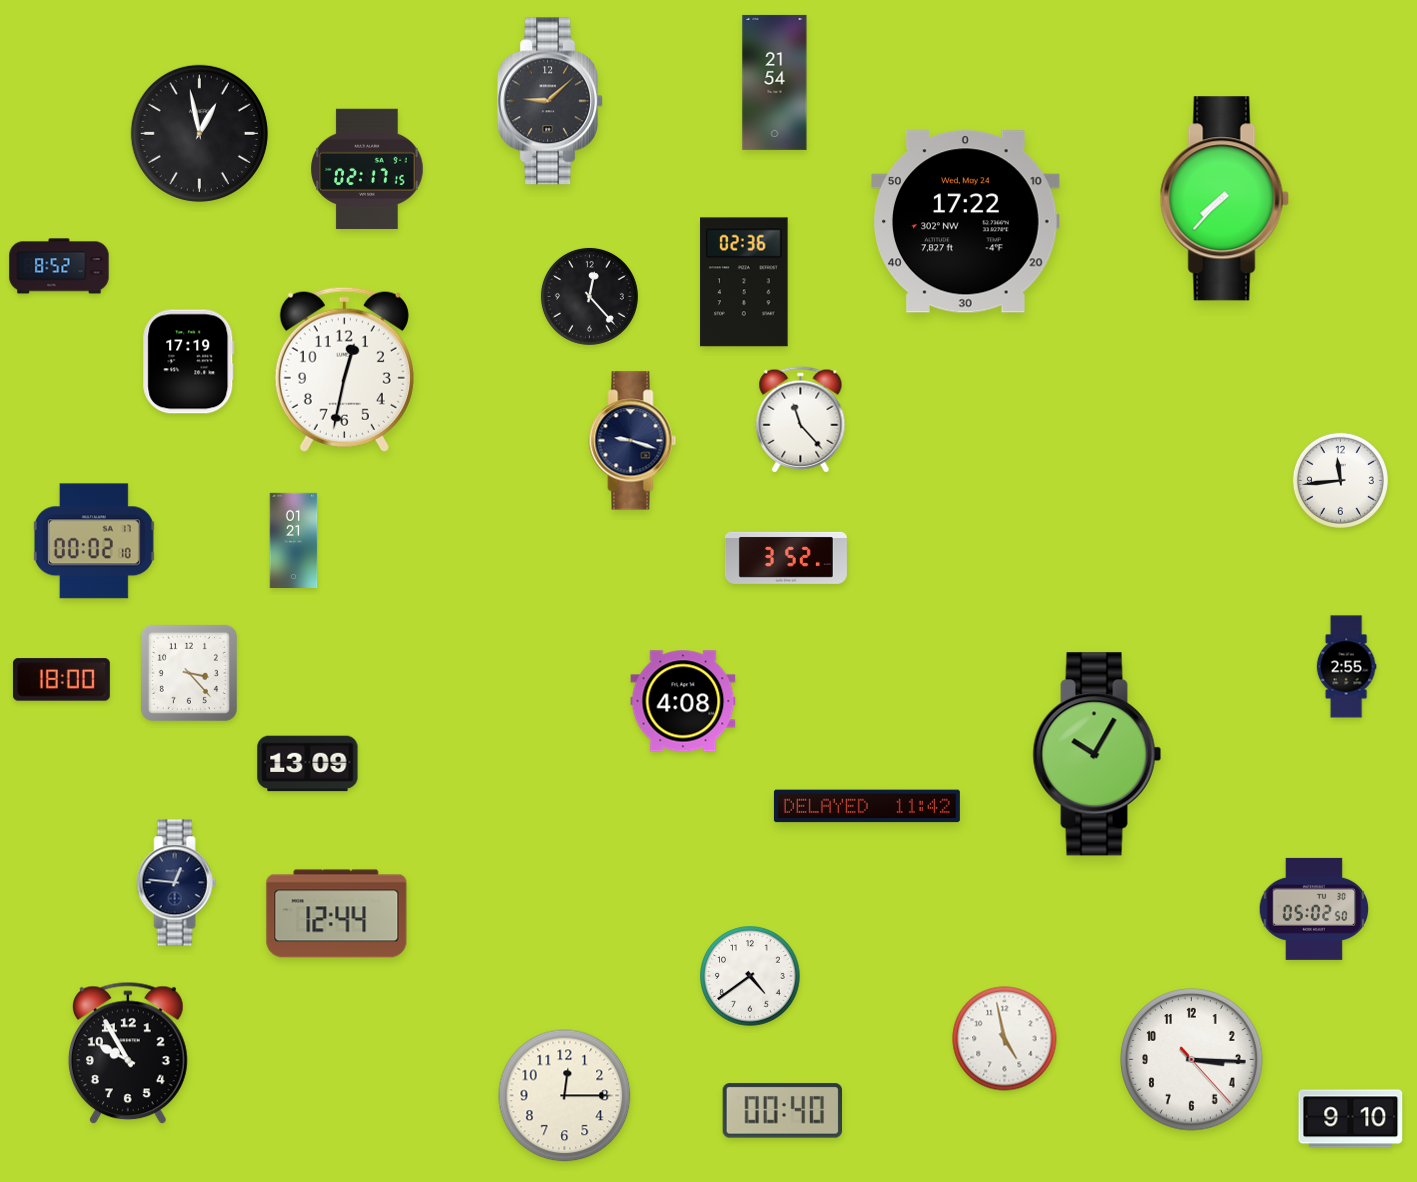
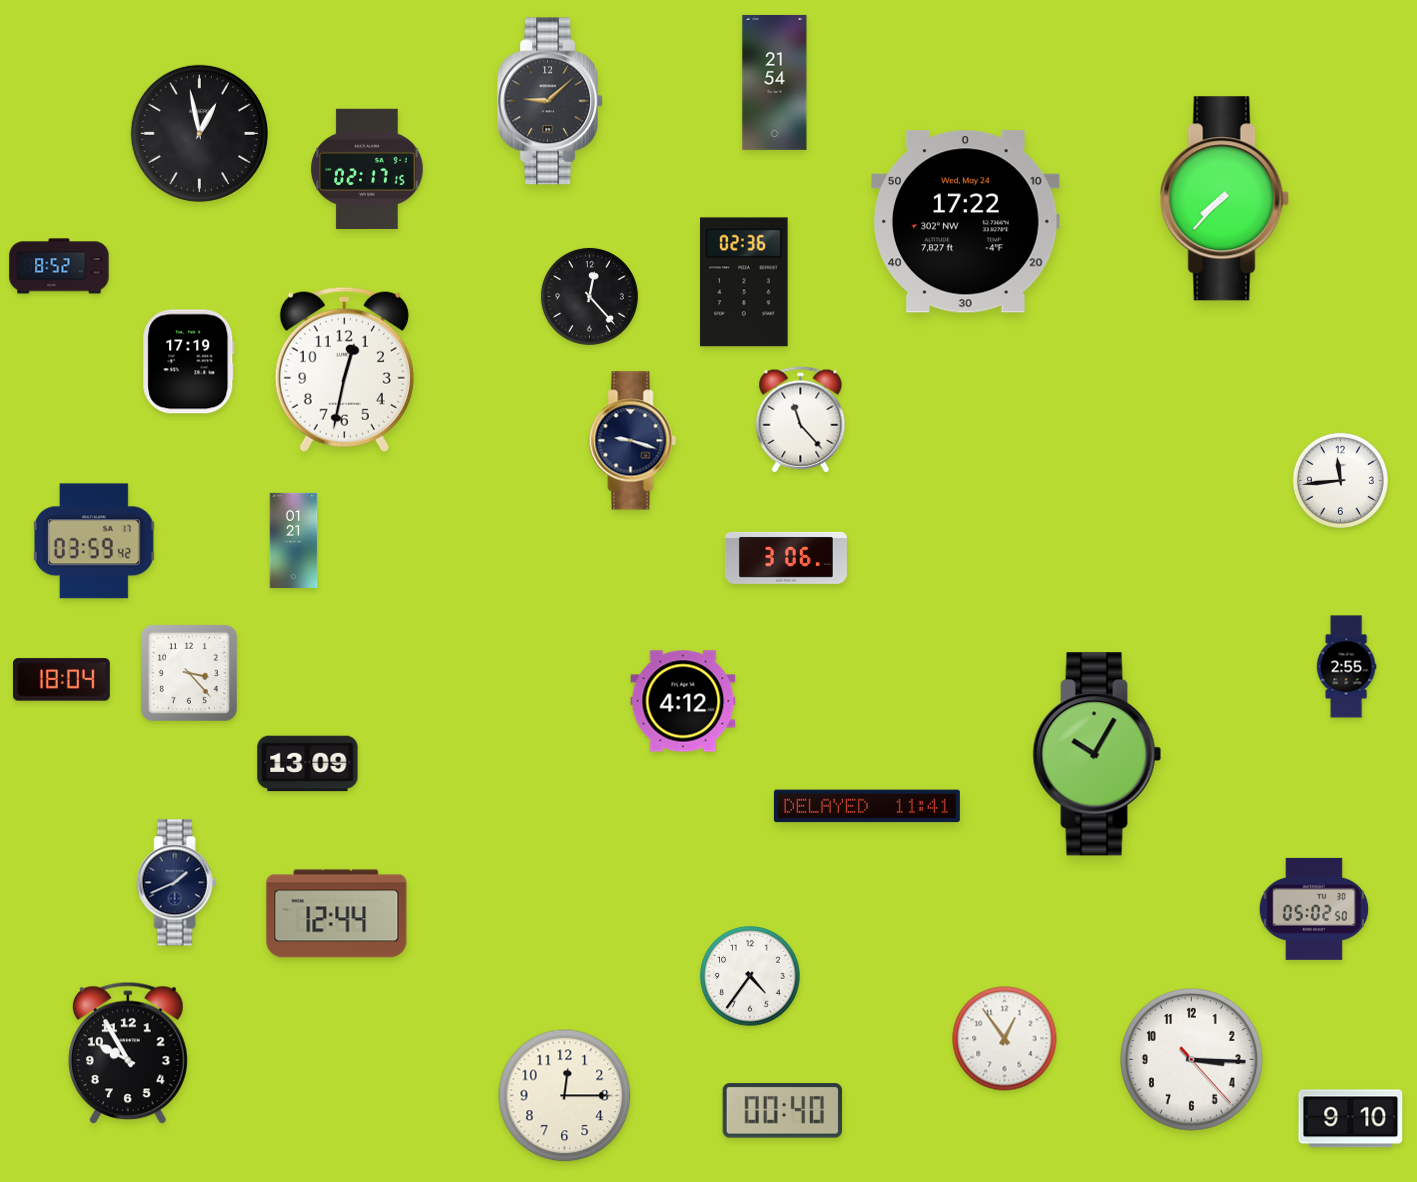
clock at (94, 541): 00:02 -> 03:59
clock at (786, 558): 3:52 -> 3:06
clock at (61, 680): 18:00 -> 18:04
clock at (683, 701): 4:08 -> 4:12
clock at (867, 806): 11:42 -> 11:41
clock at (177, 883): 12:46 -> 1:41
clock at (750, 976): 4:39 -> 4:36
clock at (1005, 1039): 4:58 -> 12:54
